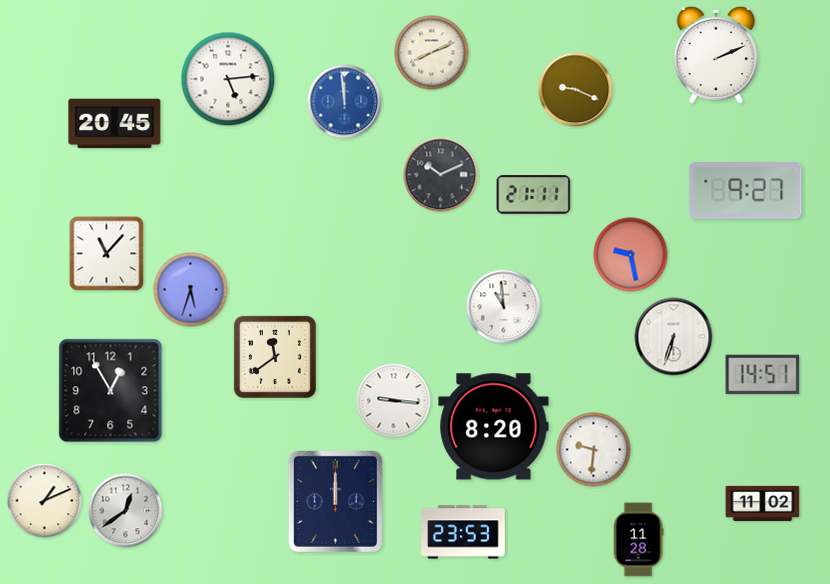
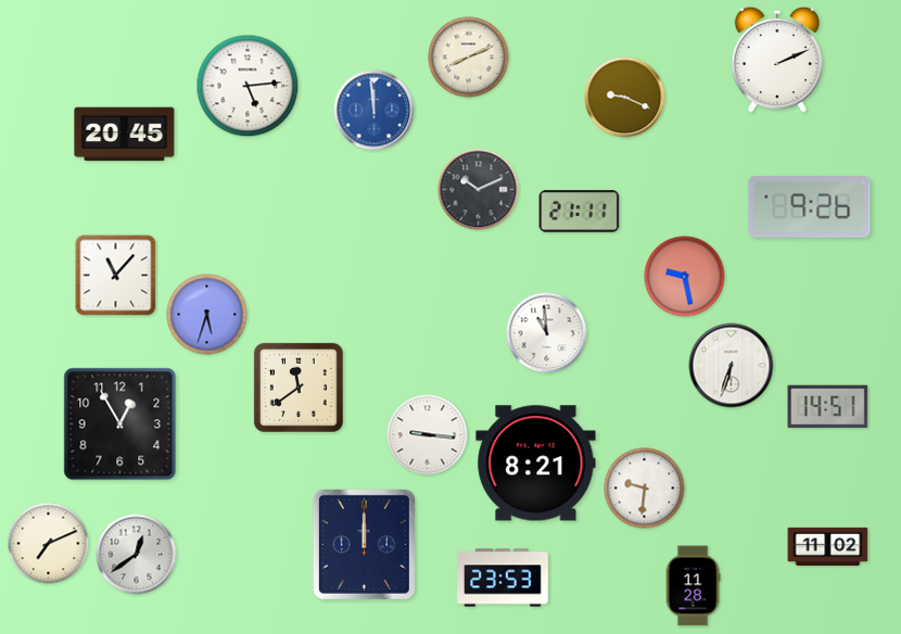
clock at (746, 191): 9:27 -> 9:26
clock at (494, 427): 8:20 -> 8:21
clock at (45, 501): 1:11 -> 7:11
